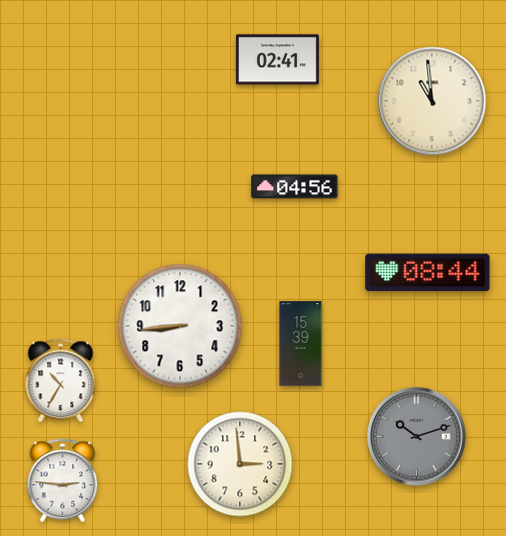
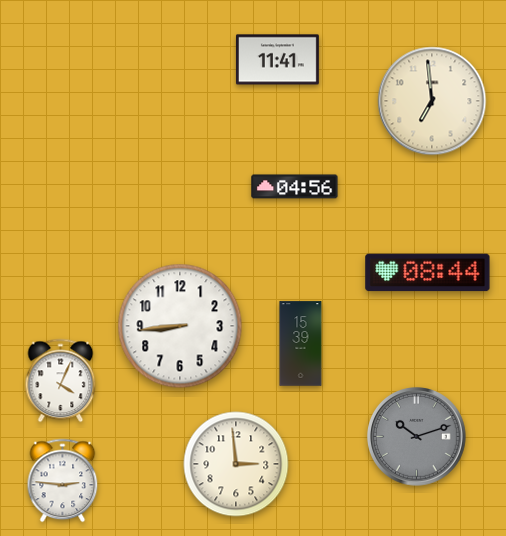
clock at (277, 60): 02:41 -> 11:41
clock at (432, 101): 10:59 -> 6:59
clock at (61, 381): 10:35 -> 4:04
clock at (240, 464) position: (240, 464) -> (236, 464)
